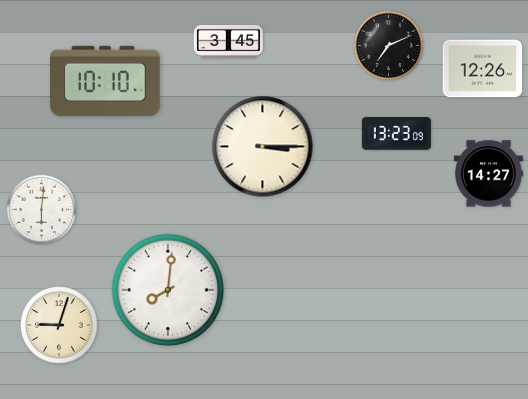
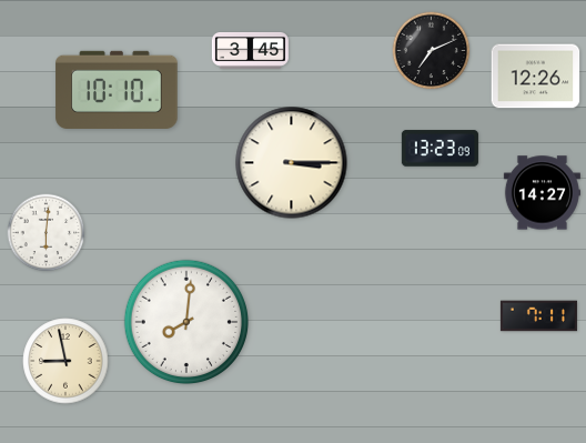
clock at (228, 42) position: (228, 42) -> (250, 51)
clock at (538, 316): none -> 7:11
clock at (59, 325): 9:03 -> 8:58
